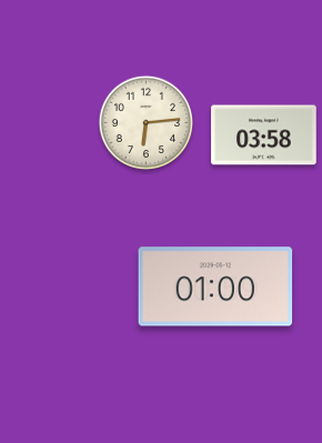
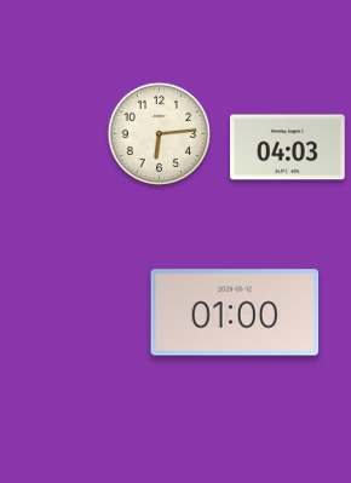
clock at (264, 135): 03:58 -> 04:03
